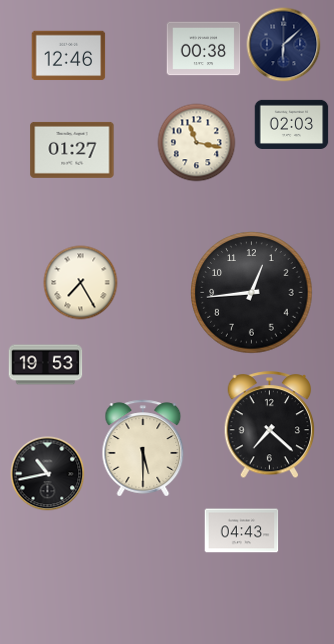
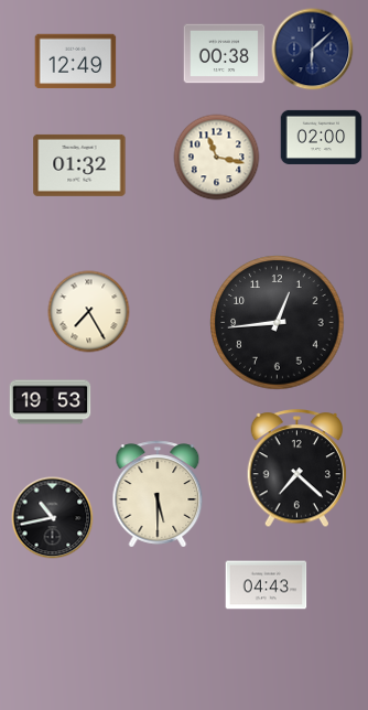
clock at (69, 56): 12:46 -> 12:49
clock at (292, 124): 02:03 -> 02:00
clock at (72, 150): 01:27 -> 01:32
clock at (48, 474) position: (48, 474) -> (53, 518)
